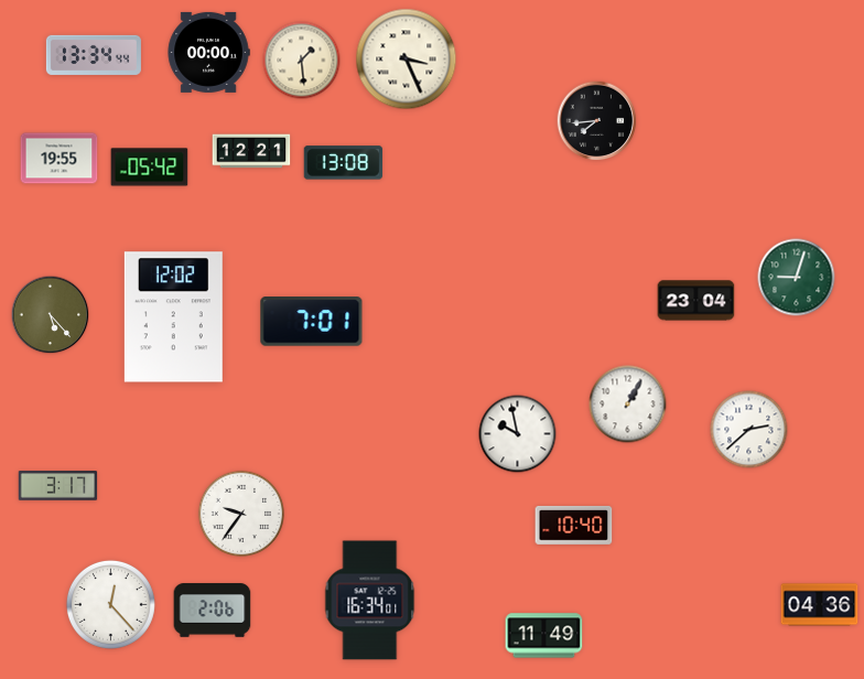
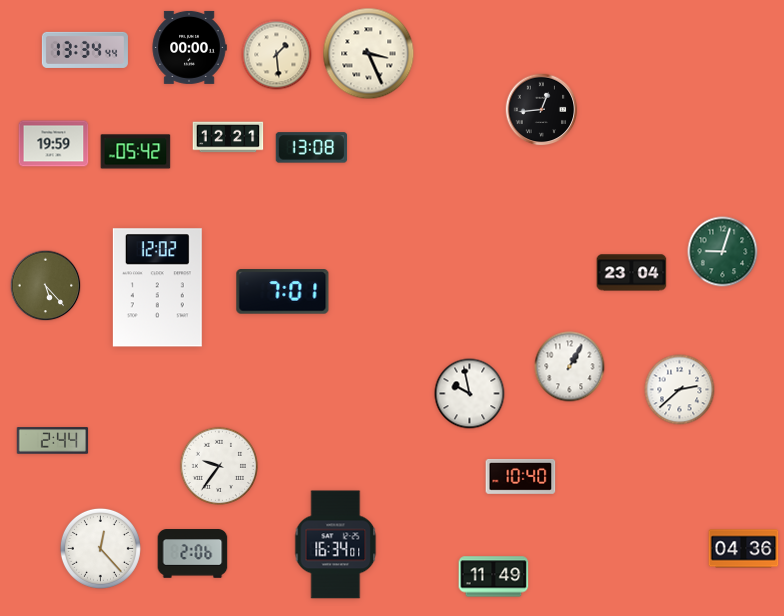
clock at (302, 61) position: (302, 61) -> (277, 55)
clock at (597, 121): 7:44 -> 12:44
clock at (60, 159): 19:55 -> 19:59
clock at (58, 486): 3:17 -> 2:44
